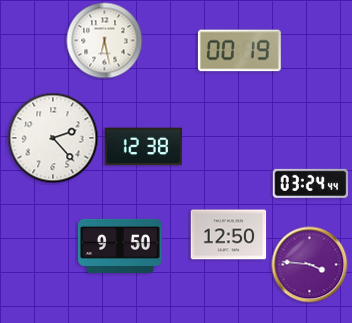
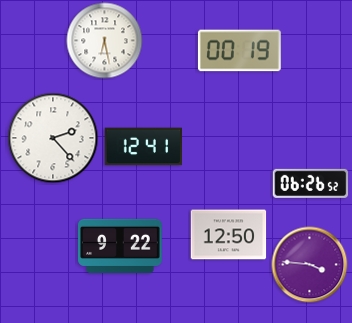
clock at (144, 147): 12:38 -> 12:41
clock at (311, 183): 03:24 -> 06:26
clock at (120, 246): 9:50 -> 9:22
